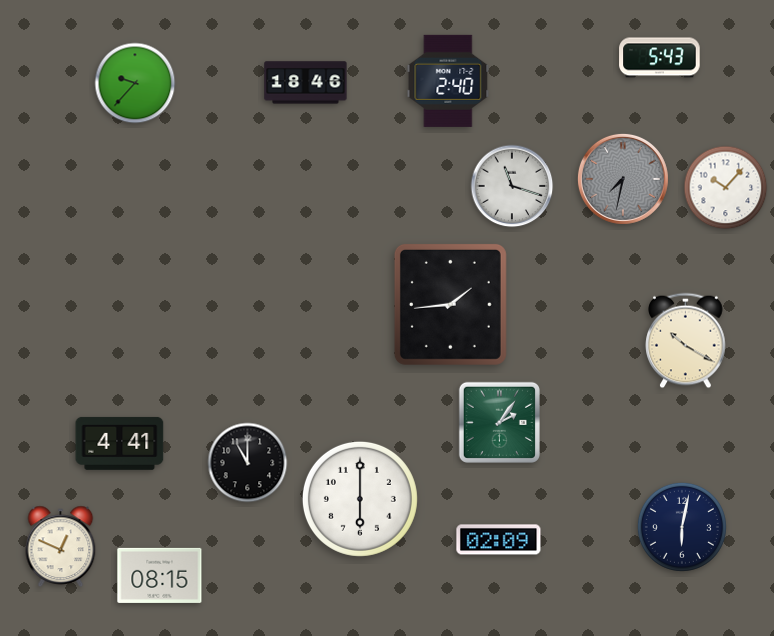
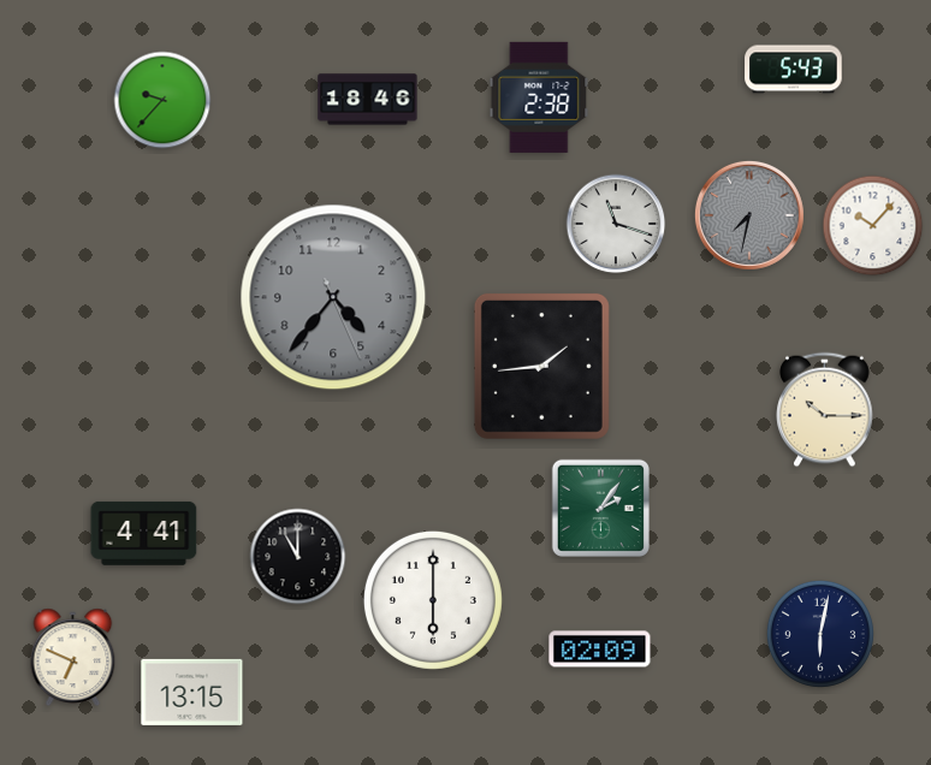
clock at (448, 81): 2:40 -> 2:38
clock at (333, 297): none -> 4:36
clock at (686, 341): 10:20 -> 10:15
clock at (61, 547): 12:49 -> 6:49
clock at (160, 575): 08:15 -> 13:15
